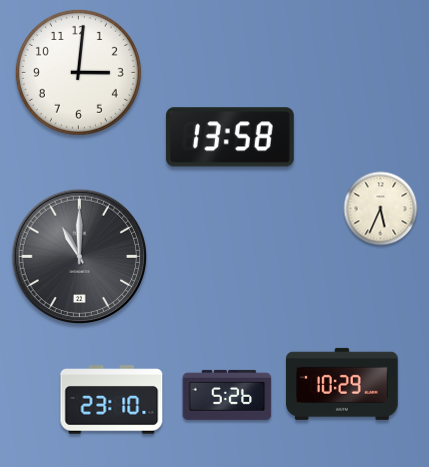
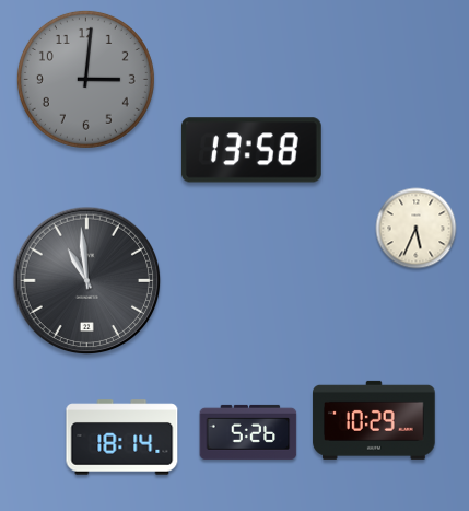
clock at (78, 72) dial: white -> grey
clock at (80, 257): 11:00 -> 10:59
clock at (112, 400): 23:10 -> 18:14
